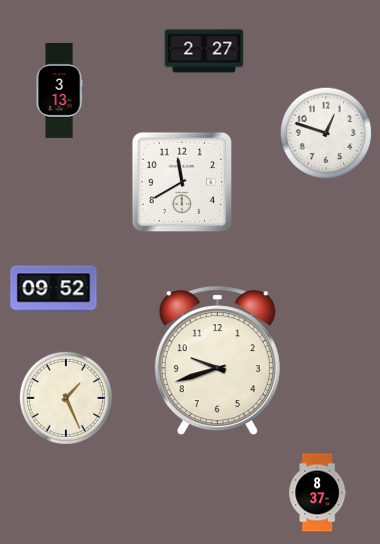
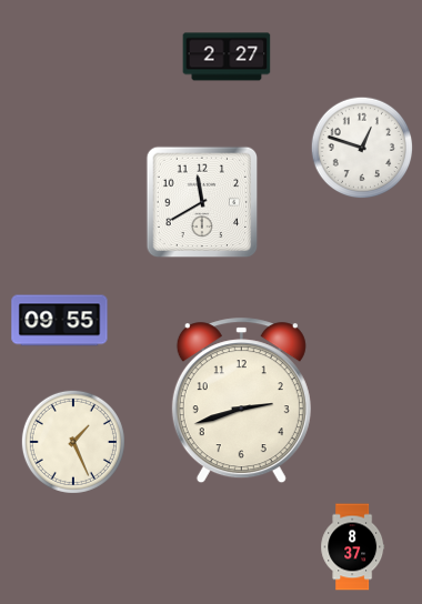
clock at (59, 90): 3:13 -> none
clock at (54, 289): 09:52 -> 09:55
clock at (217, 361): 9:42 -> 2:42
